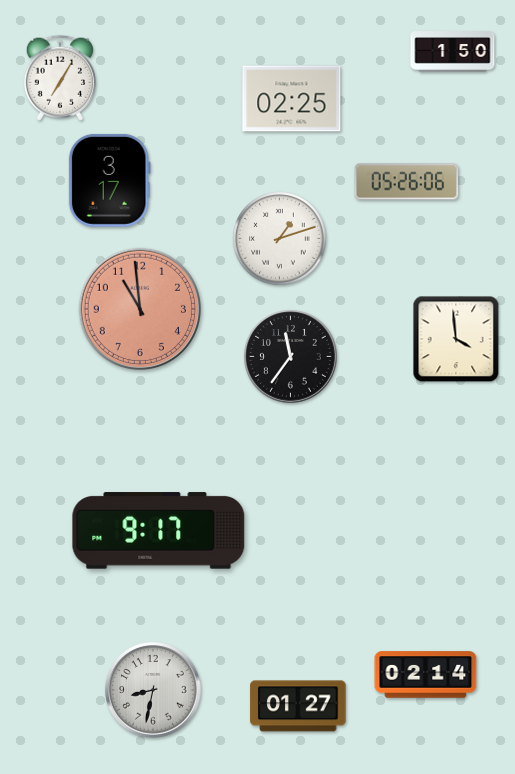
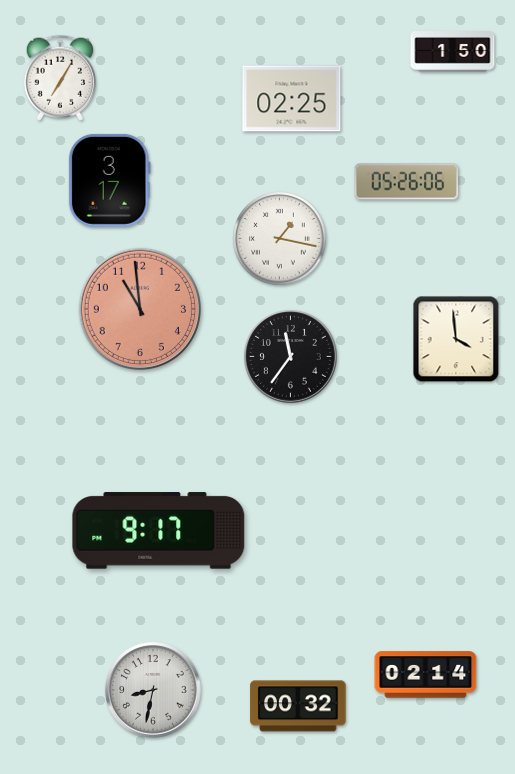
clock at (280, 239): 1:12 -> 1:17
clock at (298, 706): 01:27 -> 00:32
